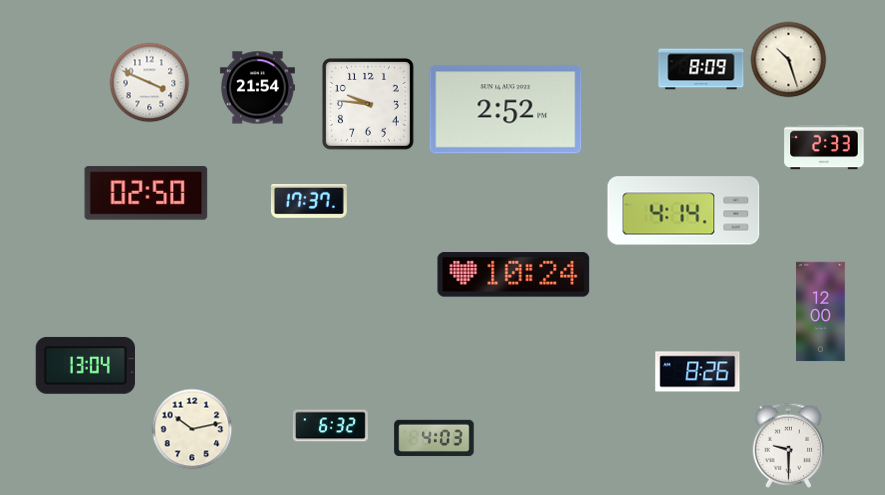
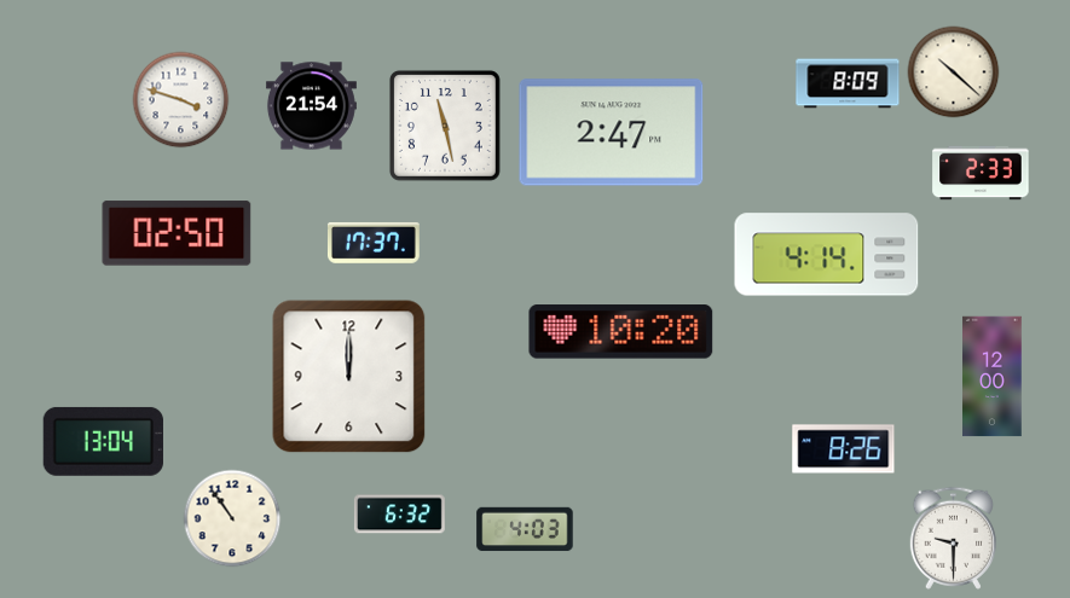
clock at (789, 60): 10:27 -> 10:22
clock at (150, 83): 3:49 -> 3:48
clock at (368, 104): 9:46 -> 11:28
clock at (506, 110): 2:52 -> 2:47
clock at (824, 147) position: (824, 147) -> (981, 173)
clock at (514, 275): 10:24 -> 10:20
clock at (349, 377): none -> 12:00
clock at (192, 429): 10:13 -> 10:54
